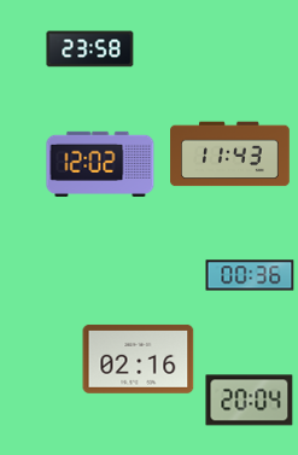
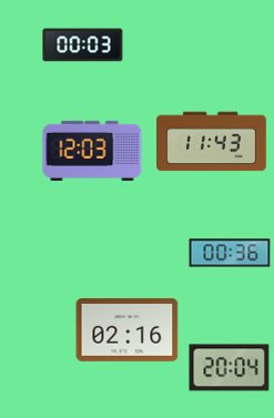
clock at (90, 49): 23:58 -> 00:03
clock at (100, 164): 12:02 -> 12:03
